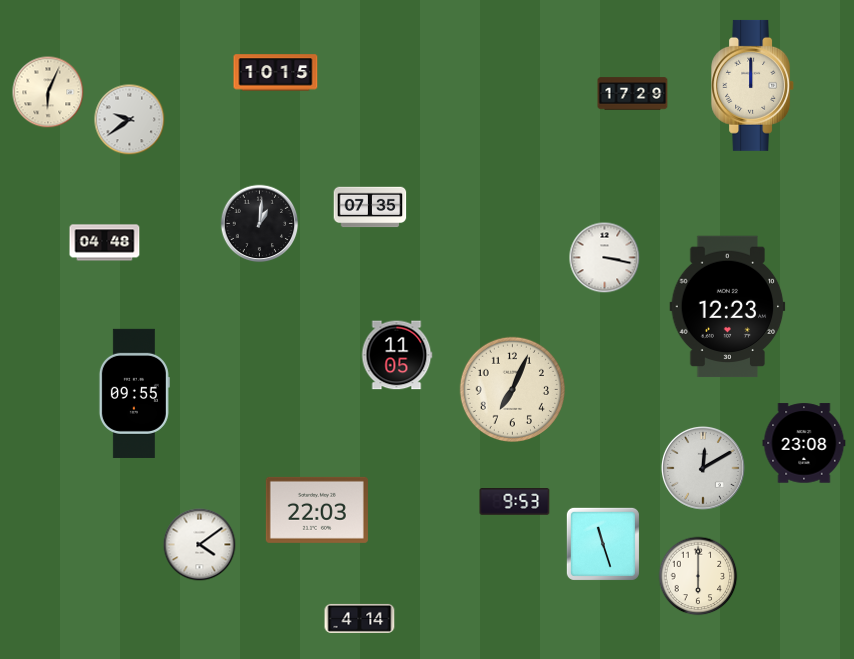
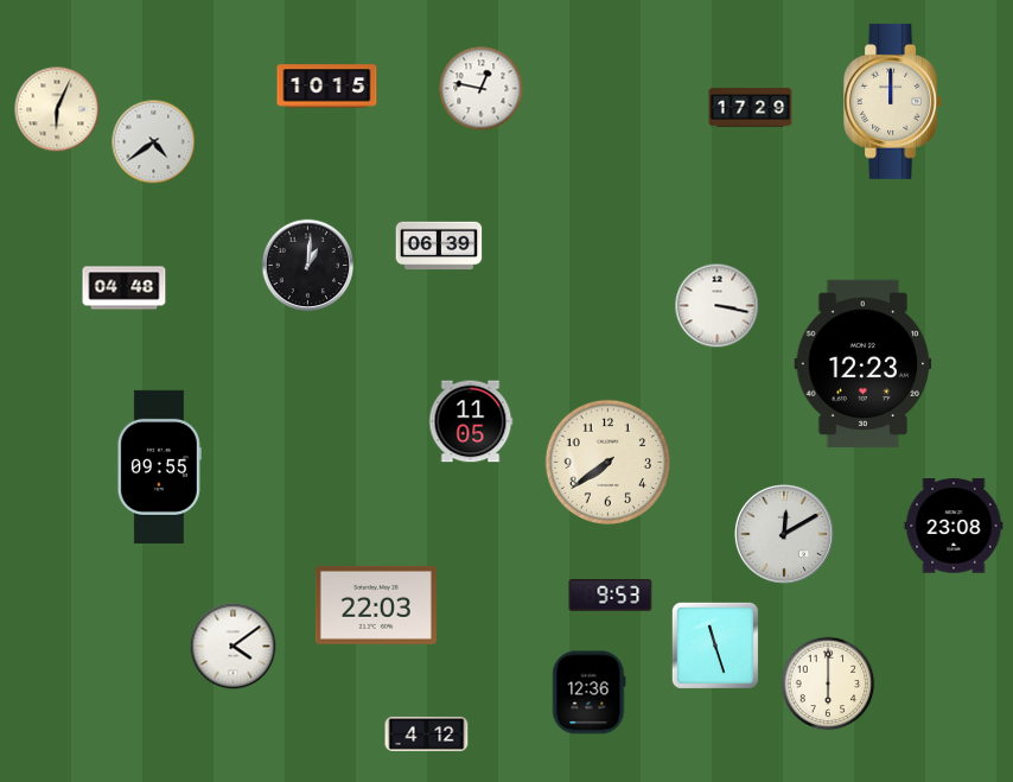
clock at (482, 89): none -> 12:47
clock at (633, 94) position: (633, 94) -> (751, 108)
clock at (130, 120): 9:39 -> 4:39
clock at (370, 207): 07:35 -> 06:39
clock at (512, 389): 7:04 -> 7:39
clock at (703, 468) position: (703, 468) -> (784, 534)
clock at (200, 545) position: (200, 545) -> (234, 647)
clock at (590, 693): none -> 12:36
clock at (360, 618): 4:14 -> 4:12
